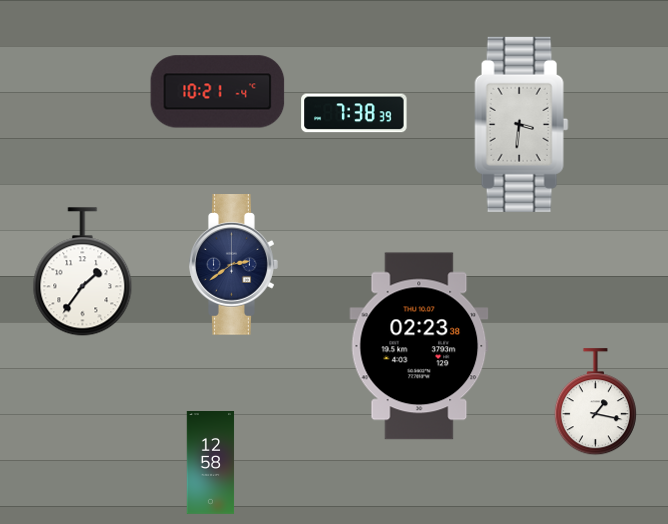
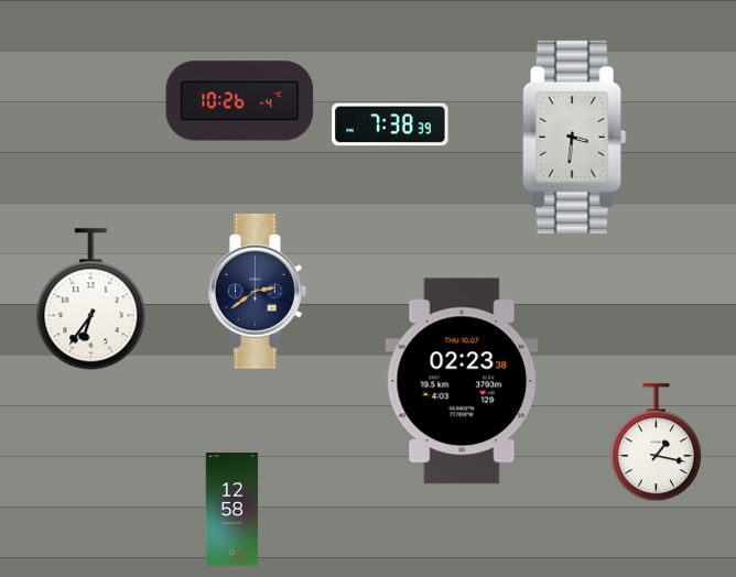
clock at (218, 92): 10:21 -> 10:26
clock at (83, 272): 1:36 -> 6:36
